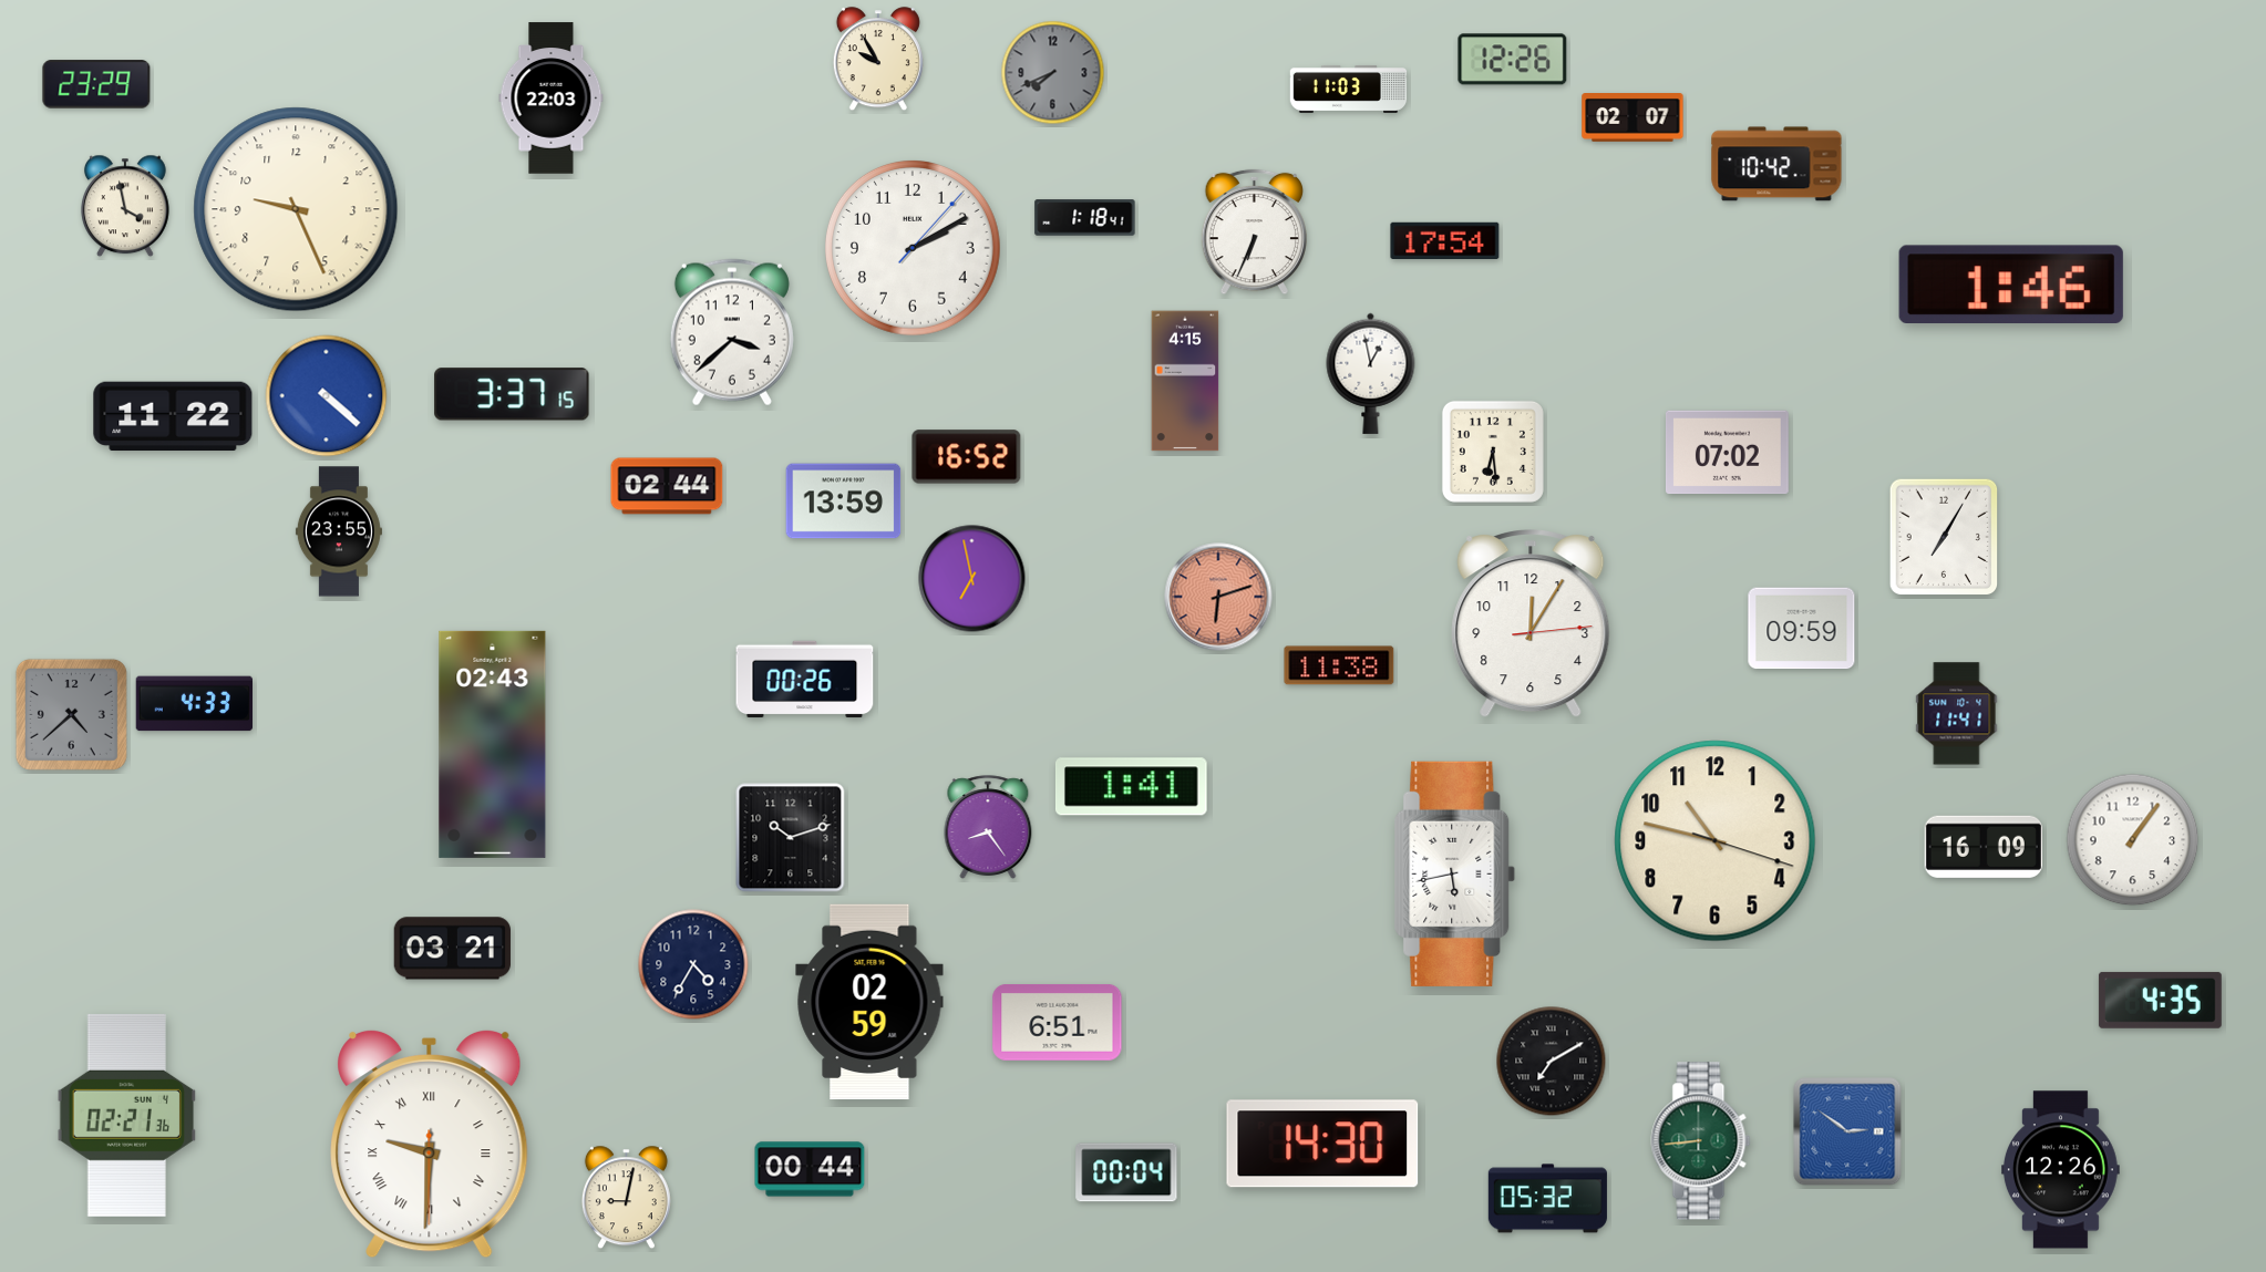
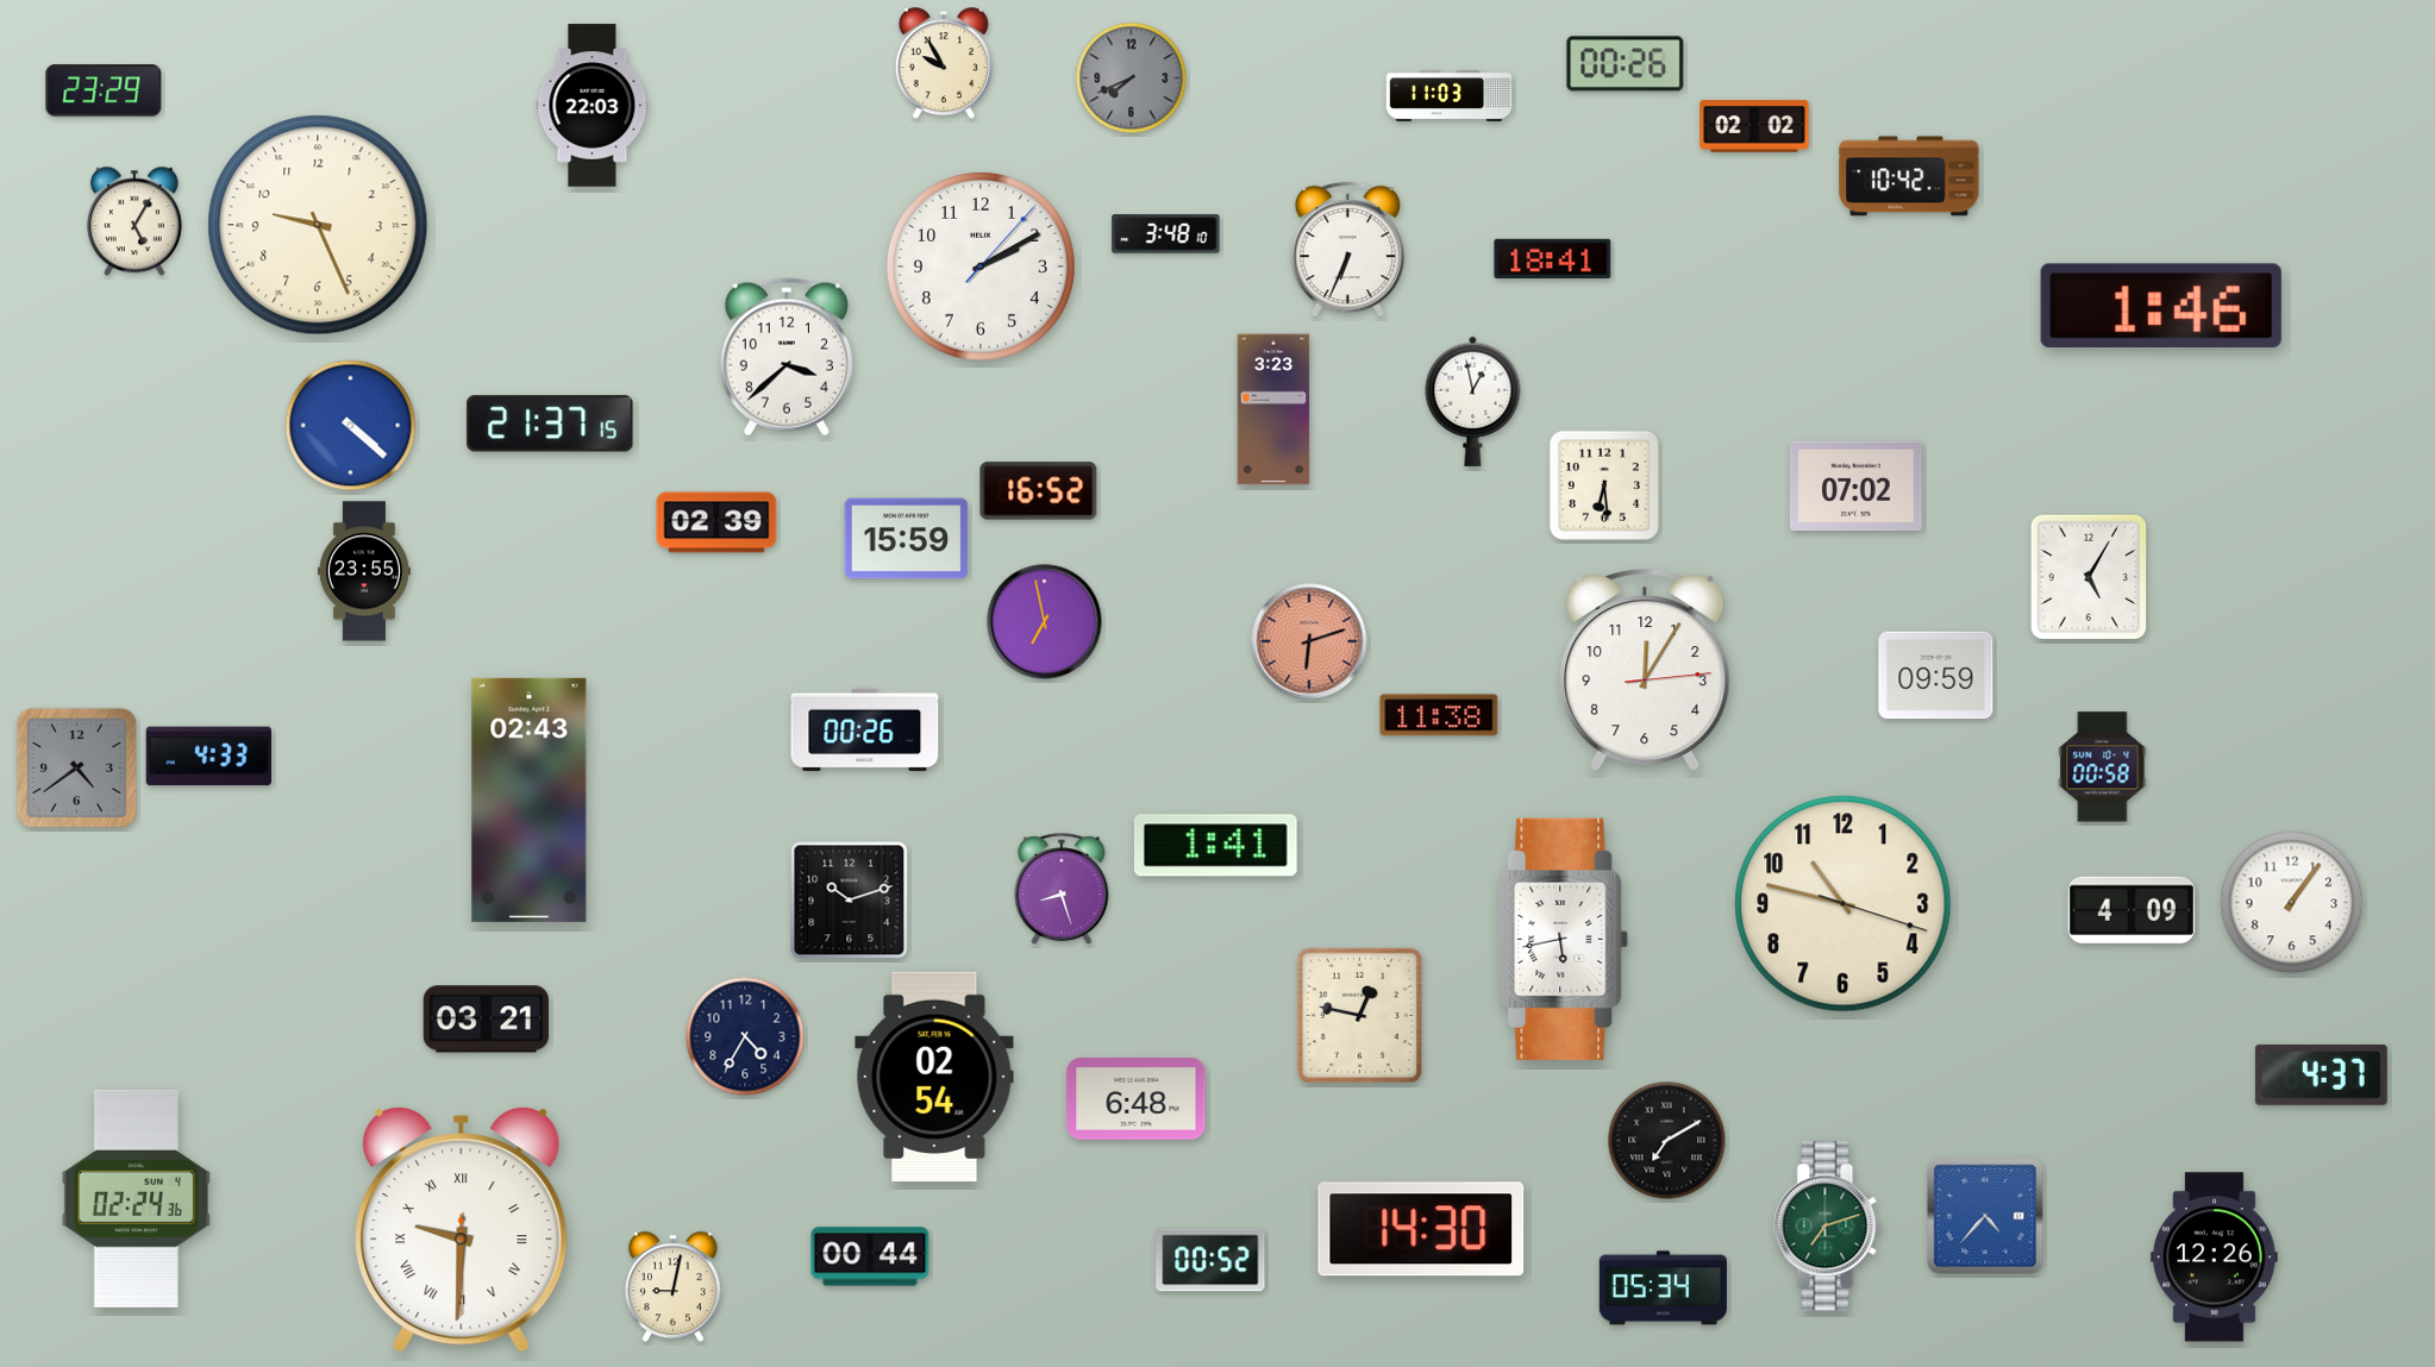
clock at (1513, 60): 12:26 -> 00:26
clock at (1632, 118): 02:07 -> 02:02
clock at (125, 206): 3:58 -> 5:05
clock at (1085, 218): 1:18 -> 3:48
clock at (1445, 240): 17:54 -> 18:41
clock at (1185, 381): 4:15 -> 3:23
clock at (512, 394): 3:37 -> 21:37
clock at (173, 416): 11:22 -> none
clock at (667, 486): 02:44 -> 02:39
clock at (844, 501): 13:59 -> 15:59
clock at (1944, 537): 7:05 -> 5:05
clock at (71, 714): 4:38 -> 4:39
clock at (1957, 714): 11:41 -> 00:58
clock at (988, 827): 8:24 -> 8:27
clock at (1984, 847): 16:09 -> 4:09
clock at (1359, 1015): none -> 12:47
clock at (2160, 1000): 4:35 -> 4:37
clock at (869, 1002): 02:59 -> 02:54
clock at (1058, 1023): 6:51 -> 6:48
clock at (127, 1115): 02:21 -> 02:24
clock at (1847, 1131): 2:51 -> 4:37
clock at (1701, 1141): 8:44 -> 7:12
clock at (1126, 1172): 00:04 -> 00:52
clock at (1547, 1199): 05:32 -> 05:34
